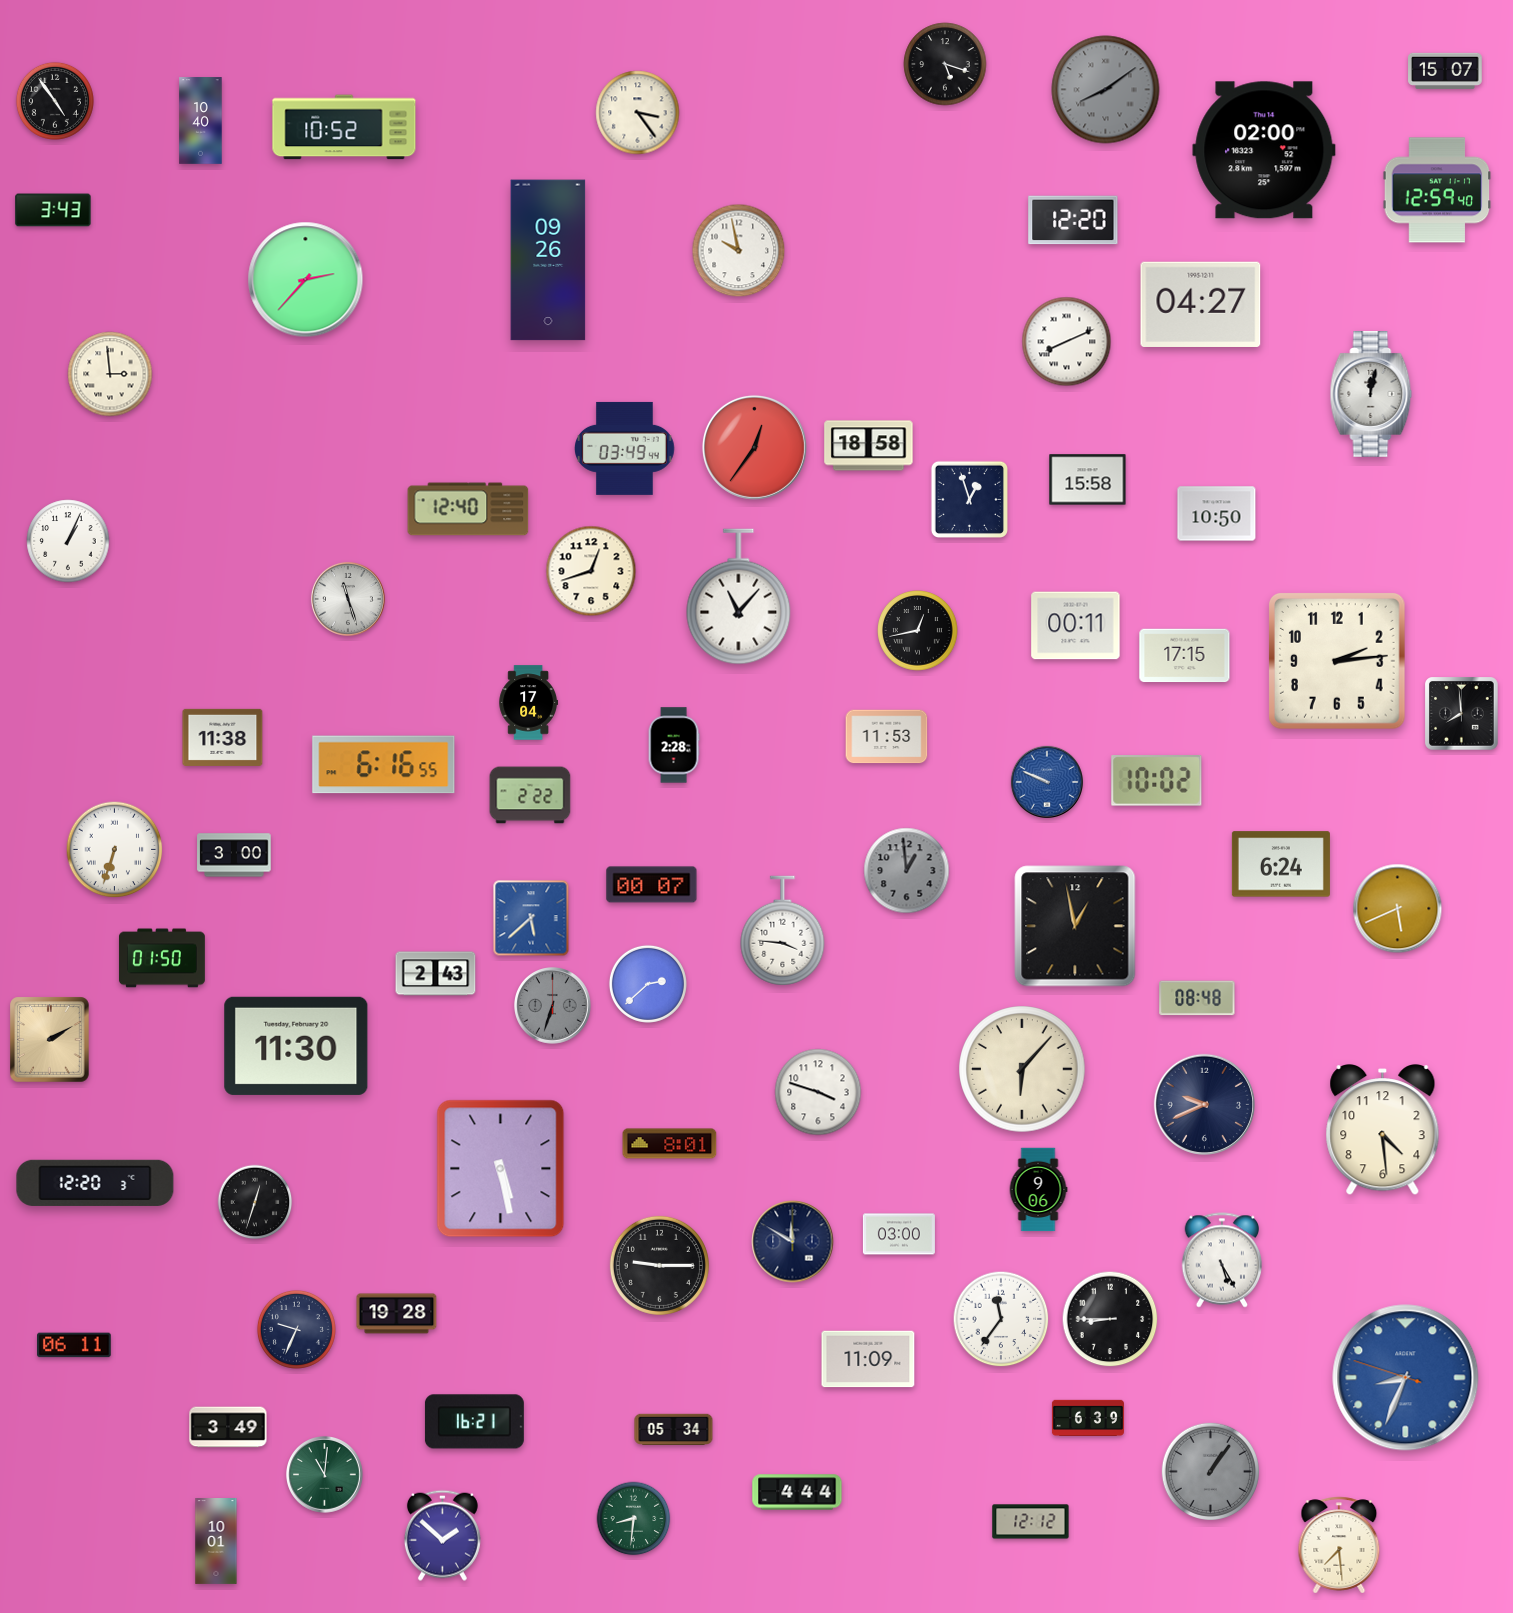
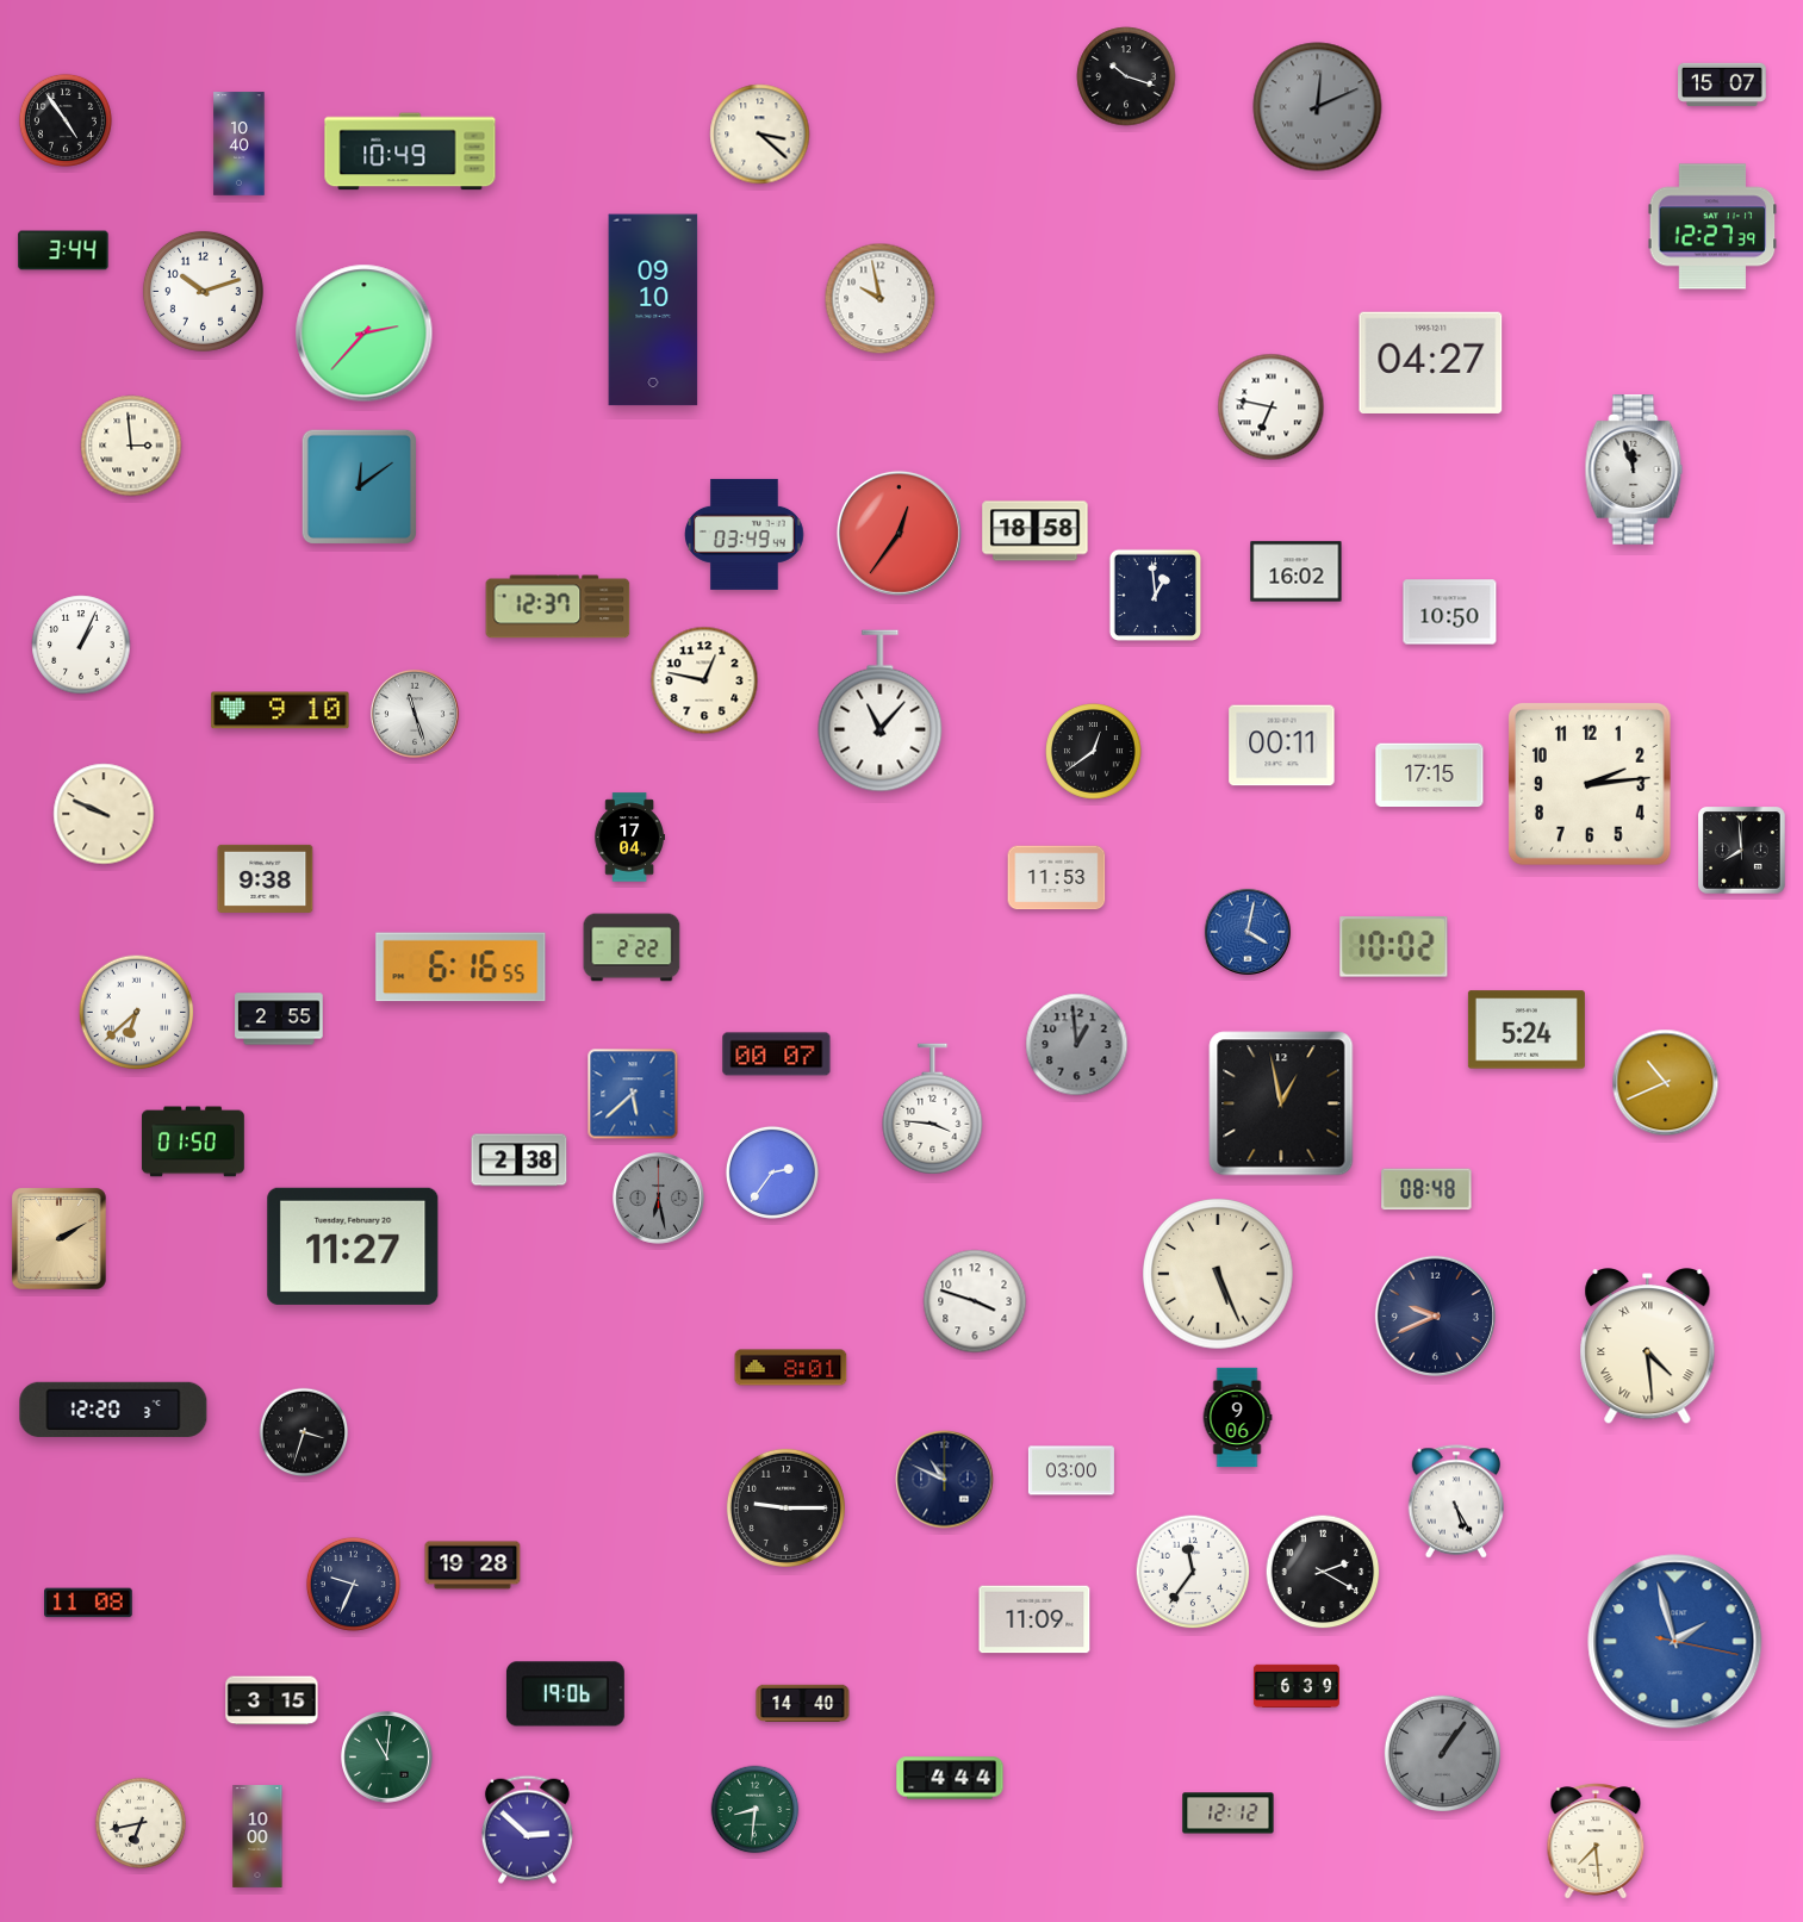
clock at (945, 64): 5:18 -> 10:18
clock at (1106, 90): 8:09 -> 12:11
clock at (638, 113): 3:24 -> 3:22
clock at (344, 127): 10:52 -> 10:49
clock at (1264, 150): 02:00 -> none
clock at (1437, 190): 12:59 -> 12:27
clock at (53, 210): 3:43 -> 3:44
clock at (1073, 220): 12:20 -> none
clock at (203, 291): none -> 10:12
clock at (548, 260): 09:26 -> 09:10
clock at (1067, 342): 8:11 -> 6:47
clock at (1371, 395): 12:02 -> 11:57
clock at (359, 486): none -> 12:09
clock at (1088, 480): 15:58 -> 16:02
clock at (969, 499): 12:57 -> 12:59
clock at (468, 509): 12:40 -> 12:37
clock at (591, 571): 12:42 -> 12:47
clock at (280, 710): none -> 9:10
clock at (918, 631): 12:43 -> 12:39
clock at (1185, 656) position: (1185, 656) -> (1430, 776)
clock at (1337, 661) position: (1337, 661) -> (1590, 784)
clock at (104, 814): none -> 9:49
clock at (223, 737): 11:38 -> 9:38
clock at (674, 745): 2:28 -> none
clock at (384, 765) position: (384, 765) -> (461, 968)
clock at (1157, 781) position: (1157, 781) -> (1394, 947)
clock at (1047, 782): 9:49 -> 4:02
clock at (115, 850): 6:33 -> 6:38
clock at (234, 855): 3:00 -> 2:55
clock at (1281, 864): 6:24 -> 5:24
clock at (907, 871) position: (907, 871) -> (1077, 1045)
clock at (1398, 909): 5:41 -> 10:41
clock at (436, 974): 2:43 -> 2:38
clock at (648, 984): 2:38 -> 2:36
clock at (553, 1006): 6:33 -> 6:28
clock at (296, 1046): 11:30 -> 11:27
clock at (1022, 1069): 6:07 -> 5:26
clock at (1383, 1130) numerals: Arabic -> Roman
clock at (670, 1144) position: (670, 1144) -> (791, 1368)
clock at (501, 1169): 5:28 -> none
clock at (255, 1202): 12:33 -> 3:33
clock at (793, 1242): 11:50 -> 10:49
clock at (1110, 1319): 8:45 -> 2:20
clock at (74, 1345): 06:11 -> 11:08
clock at (1406, 1378): 8:33 -> 1:57
clock at (1088, 1417) position: (1088, 1417) -> (1297, 1685)
clock at (474, 1422): 16:21 -> 19:06
clock at (228, 1427): 3:49 -> 3:15
clock at (674, 1429): 05:34 -> 14:40
clock at (139, 1822): none -> 6:43
clock at (442, 1535): 1:52 -> 2:52
clock at (216, 1542): 10:01 -> 10:00
